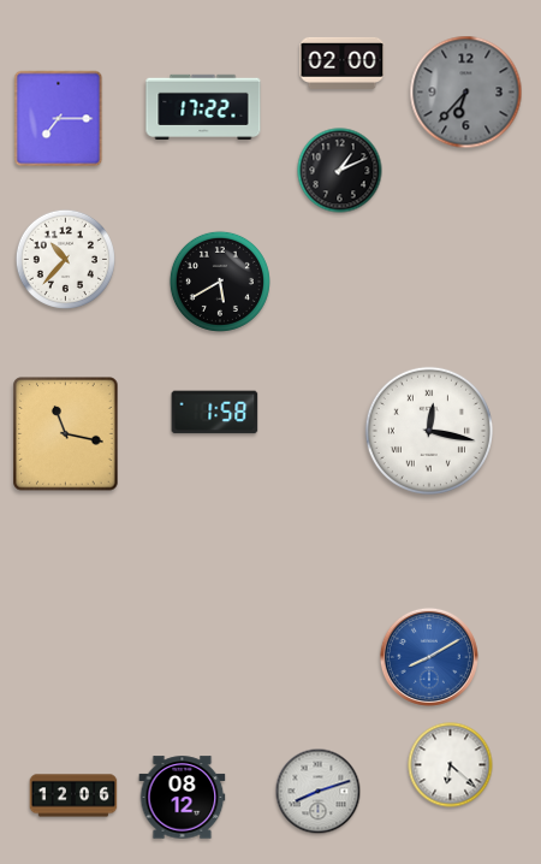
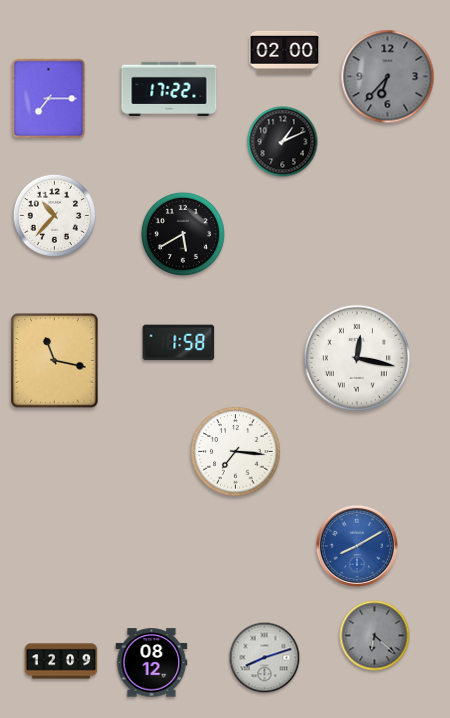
clock at (236, 452): none -> 7:16
clock at (451, 765) dial: white -> grey
clock at (73, 795): 12:06 -> 12:09
